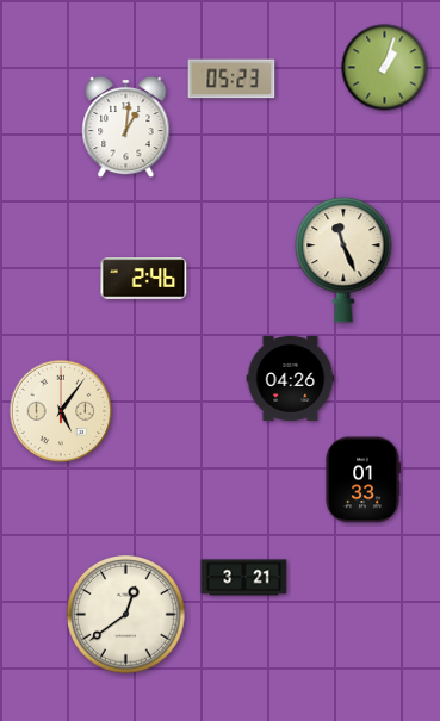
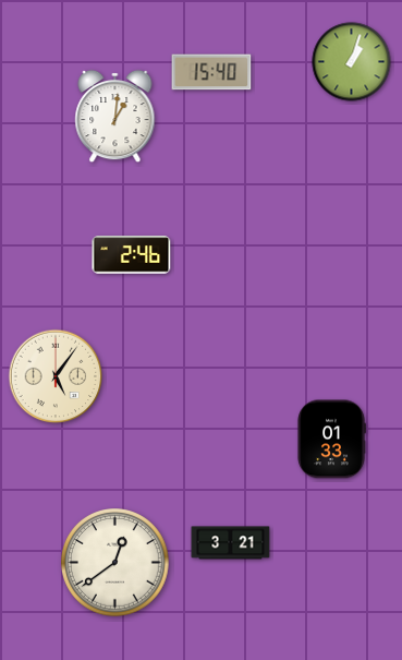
clock at (231, 79): 05:23 -> 15:40
clock at (343, 260): 11:26 -> none
clock at (291, 378): 04:26 -> none
clock at (244, 578) position: (244, 578) -> (231, 543)
